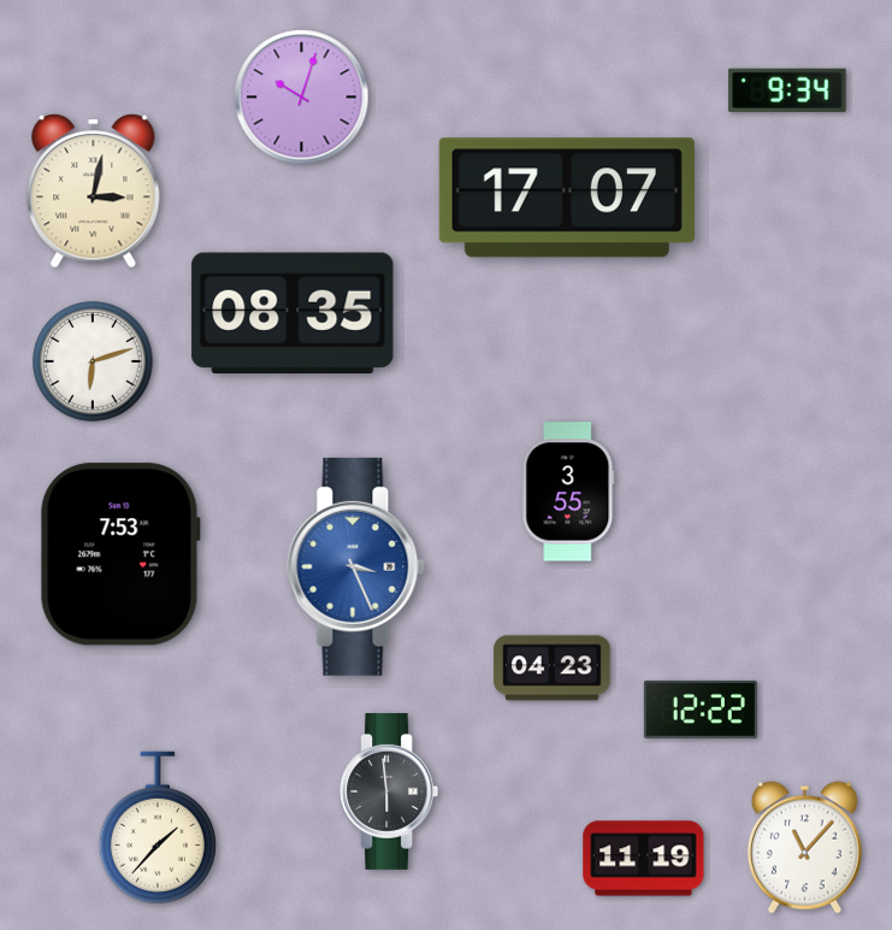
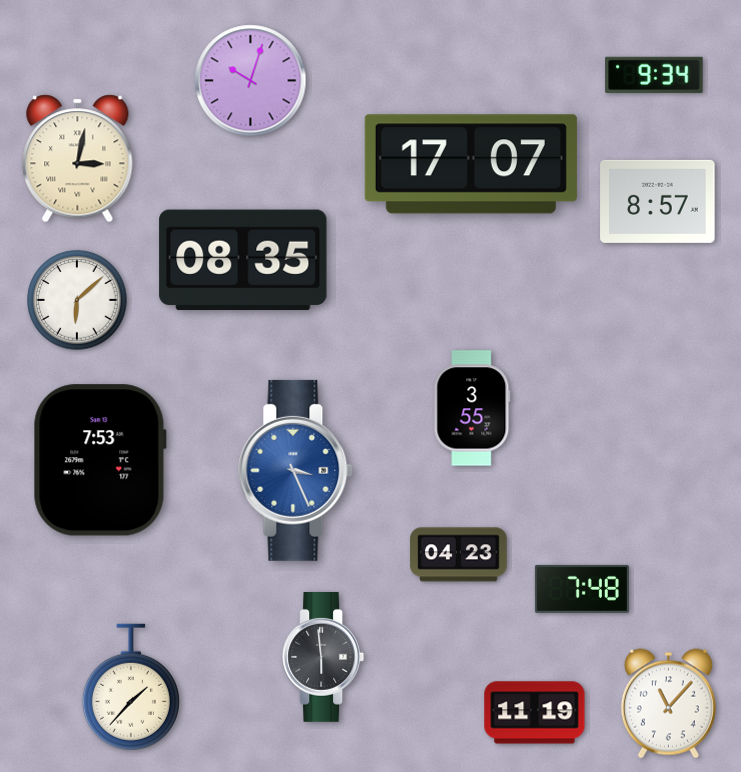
clock at (658, 201): none -> 8:57
clock at (93, 361): 6:12 -> 6:08
clock at (701, 710): 12:22 -> 7:48
